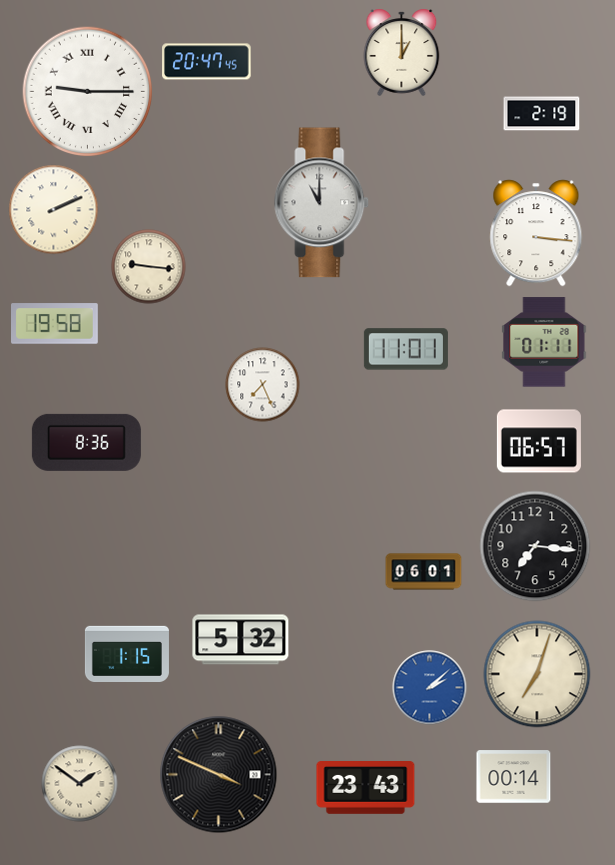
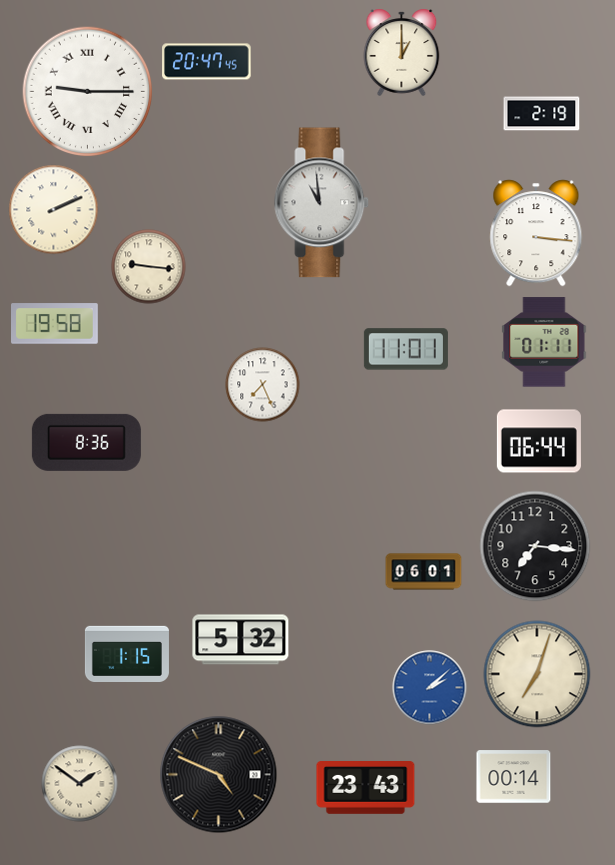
clock at (322, 203): 11:00 -> 10:59
clock at (539, 441): 06:57 -> 06:44
clock at (219, 775): 3:49 -> 4:49
